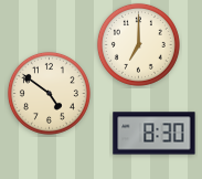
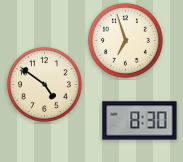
clock at (138, 44): 7:00 -> 6:57
